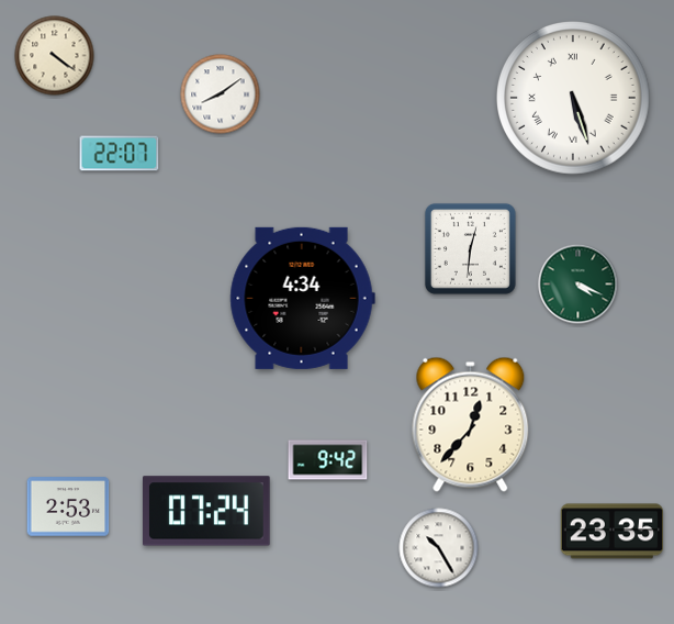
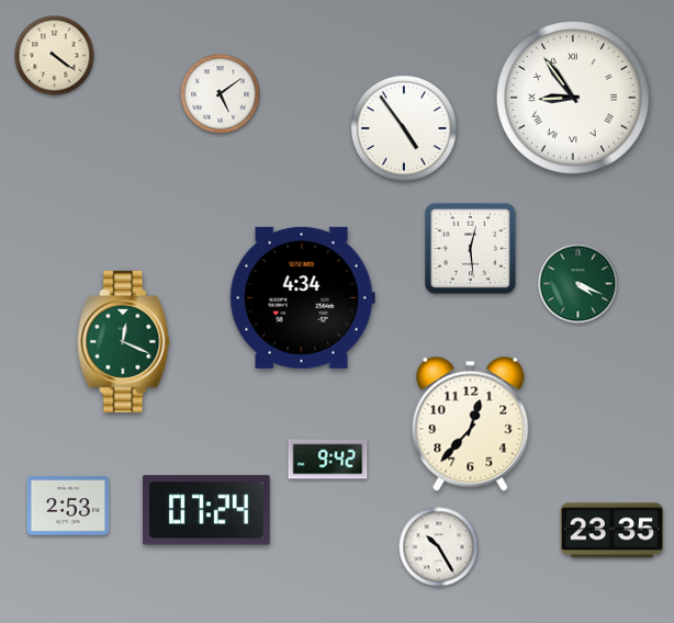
clock at (221, 94): 8:09 -> 5:09
clock at (574, 99): 5:27 -> 8:54
clock at (404, 128): none -> 4:54
clock at (120, 154): 22:07 -> none
clock at (470, 248): 12:31 -> 12:29
clock at (124, 341): none -> 12:19
